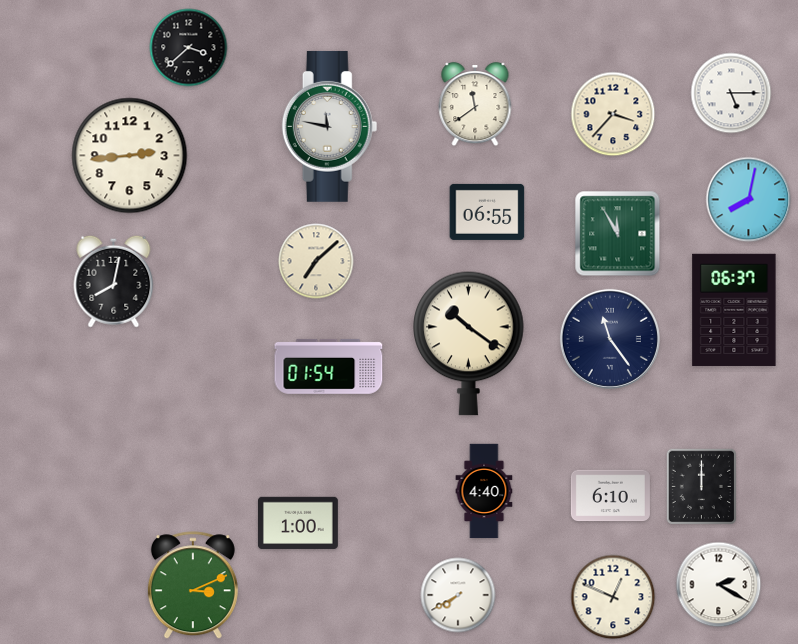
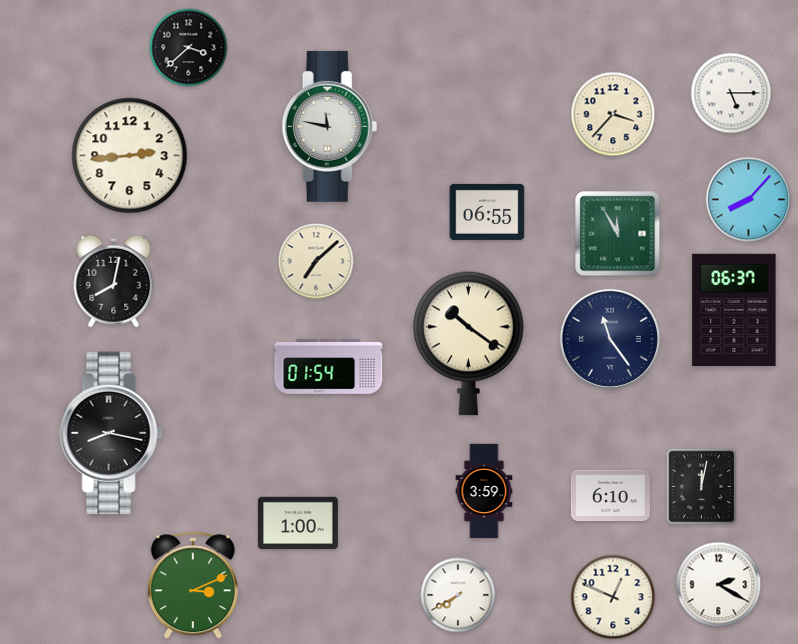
clock at (475, 104): 11:39 -> none
clock at (749, 200): 8:02 -> 8:07
clock at (111, 433): none -> 8:17
clock at (701, 486): 12:00 -> 12:02
clock at (484, 491): 4:40 -> 3:59
